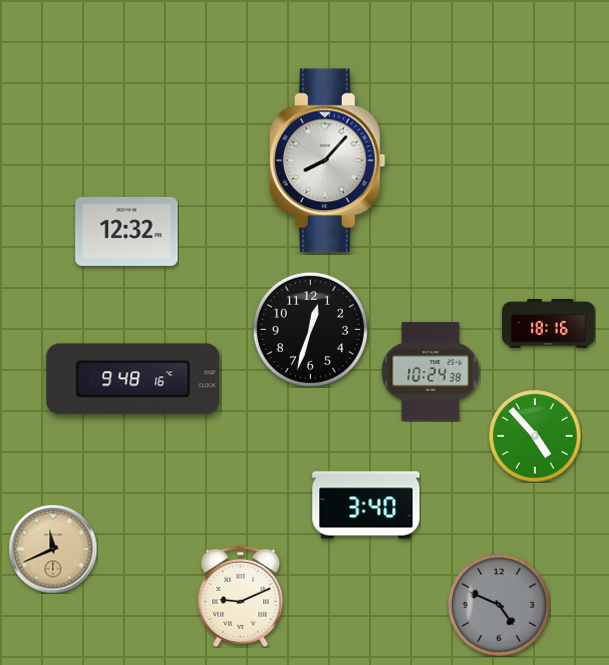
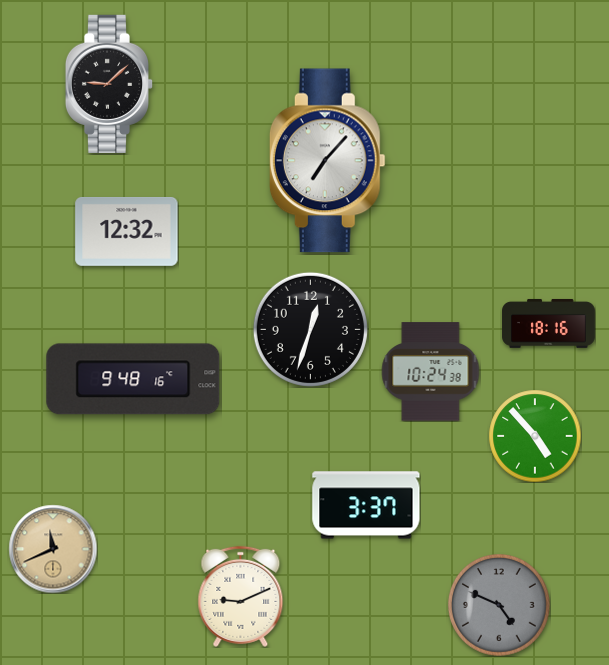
clock at (109, 84): none -> 9:08
clock at (327, 161): 8:07 -> 7:07
clock at (366, 505): 3:40 -> 3:37
